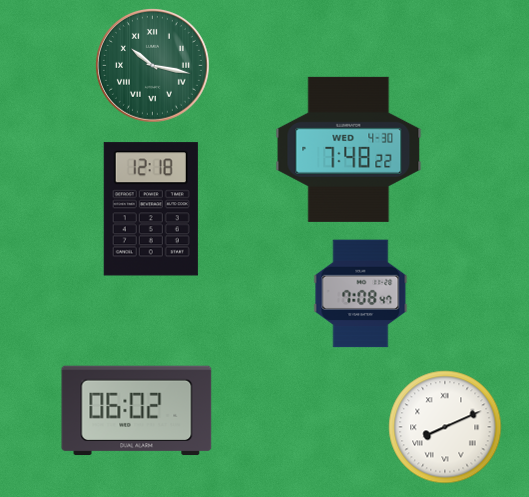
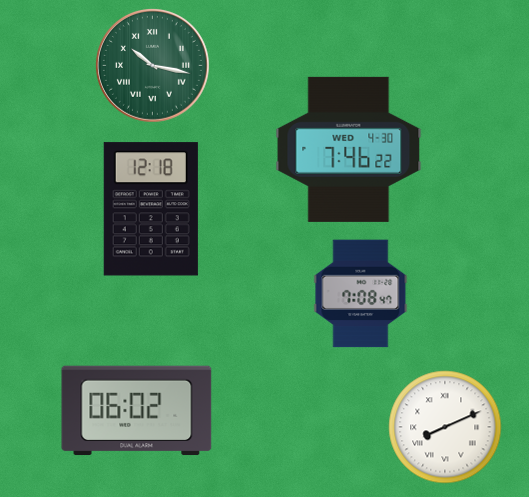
clock at (349, 149): 7:48 -> 7:46
